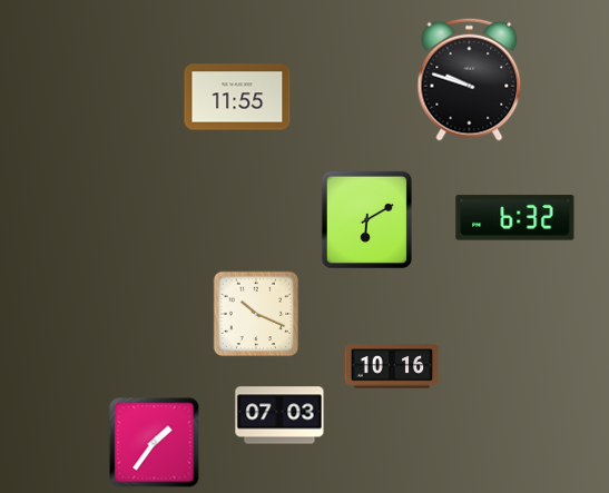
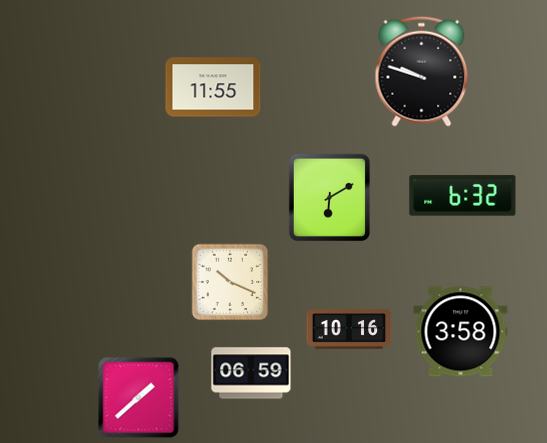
clock at (392, 366) position: (392, 366) -> (349, 329)
clock at (461, 332): none -> 3:58
clock at (279, 415): 07:03 -> 06:59
clock at (155, 443): 1:36 -> 1:38
